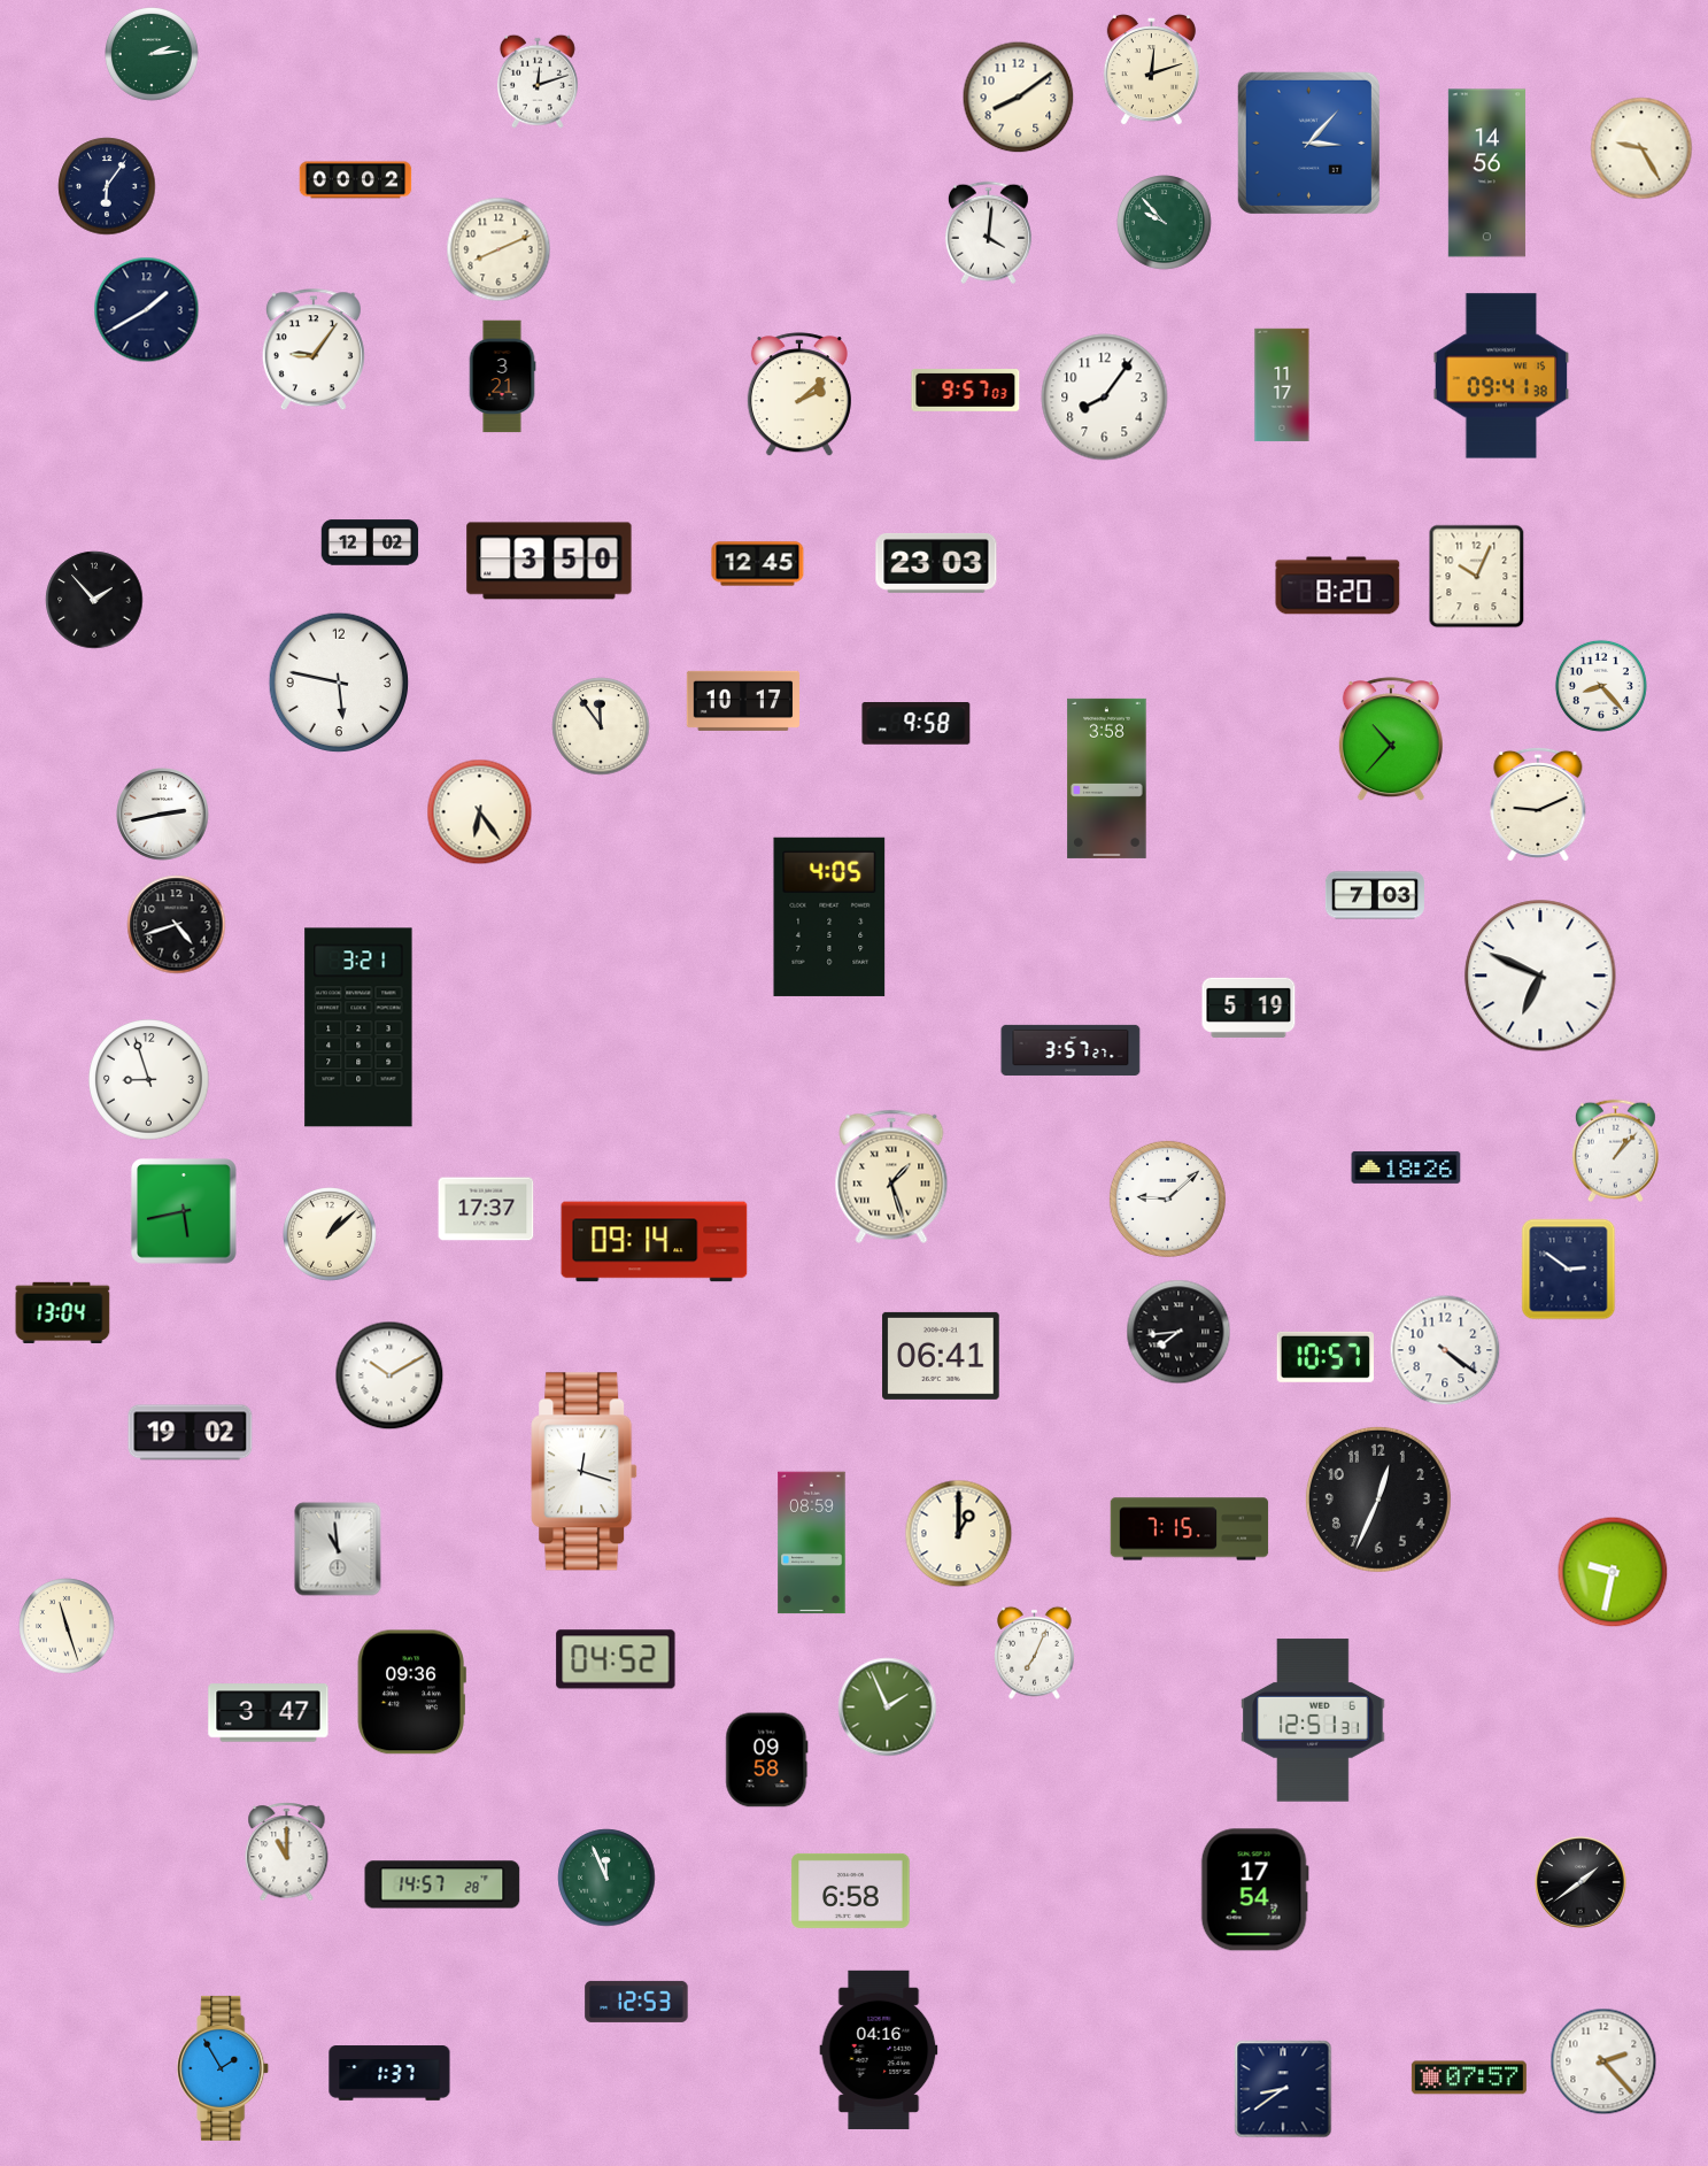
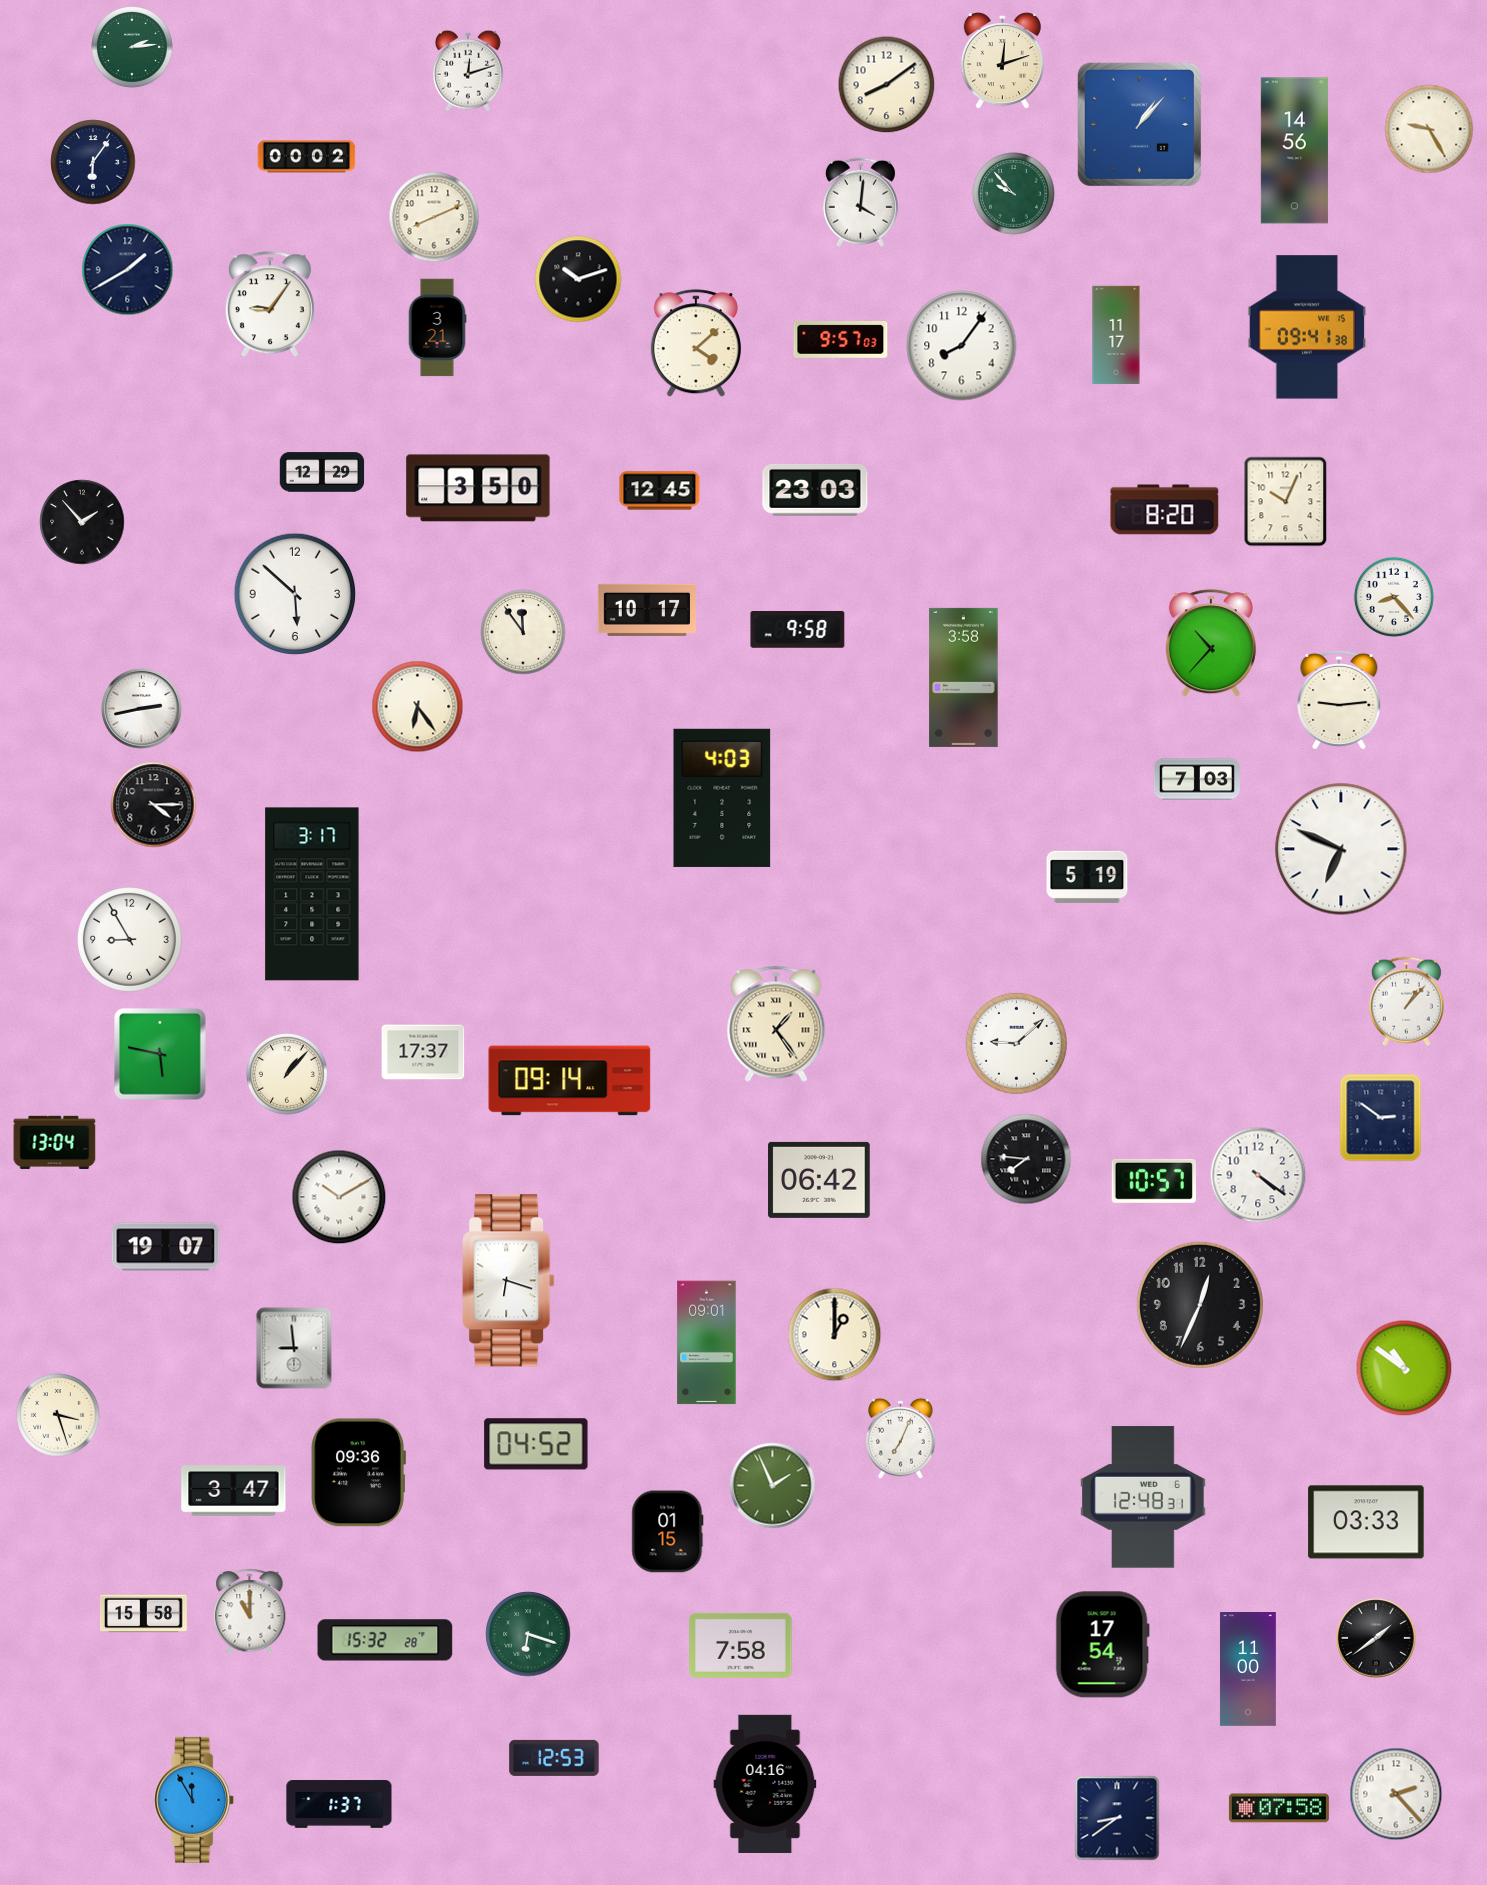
clock at (1308, 142): 3:07 -> 1:07
clock at (356, 180) position: (356, 180) -> (307, 157)
clock at (578, 279): none -> 10:12
clock at (314, 350) position: (314, 350) -> (270, 305)
clock at (799, 395): 2:08 -> 4:08
clock at (370, 542): 12:02 -> 12:29
clock at (339, 683): 5:47 -> 5:52
clock at (1538, 804): 9:11 -> 9:14
clock at (829, 917): 4:05 -> 4:03
clock at (177, 925): 4:42 -> 4:15
clock at (358, 1027): 3:21 -> 3:17
clock at (1071, 1050): 3:57 -> none
clock at (149, 1080): 8:57 -> 8:55
clock at (1406, 1167): 18:26 -> none
clock at (891, 1177): 1:27 -> 1:24
clock at (184, 1211): 5:43 -> 5:47
clock at (331, 1235): 1:08 -> 1:07
clock at (1569, 1270) position: (1569, 1270) -> (1381, 1118)
clock at (1178, 1332): 7:44 -> 7:46
clock at (941, 1356): 06:41 -> 06:42
clock at (191, 1433): 19:02 -> 19:07
clock at (585, 1472): 12:18 -> 6:18
clock at (1190, 1529): 7:15 -> none
clock at (812, 1543): 08:59 -> 09:01
clock at (338, 1549): 10:59 -> 8:59
clock at (1613, 1572): 9:32 -> 10:51
clock at (67, 1626): 11:27 -> 3:27
clock at (1313, 1720): 12:51 -> 12:48
clock at (1366, 1522): none -> 03:33
clock at (767, 1760): 09:58 -> 01:15
clock at (143, 1614): none -> 15:58
clock at (606, 1878): 11:56 -> 6:18
clock at (442, 1884): 14:57 -> 15:32
clock at (851, 1890): 6:58 -> 7:58
clock at (1254, 1890) position: (1254, 1890) -> (1102, 1645)
clock at (1248, 1670): none -> 11:00
clock at (636, 2002) position: (636, 2002) -> (554, 1758)
clock at (224, 2068): 1:55 -> 11:55
clock at (1469, 2078): 07:57 -> 07:58
